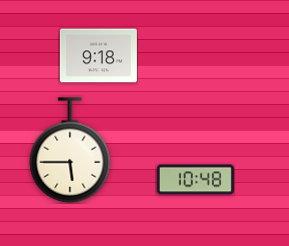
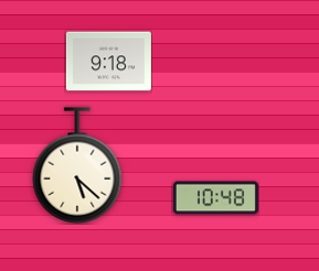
clock at (70, 150): 5:45 -> 5:22
